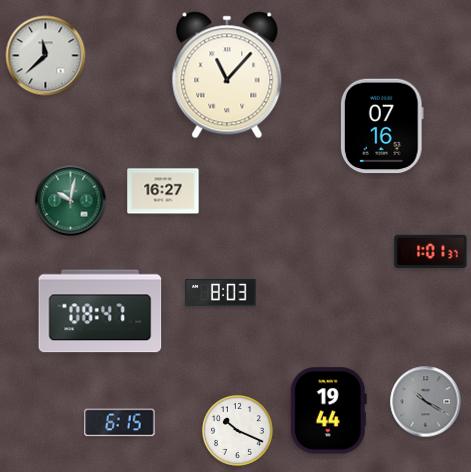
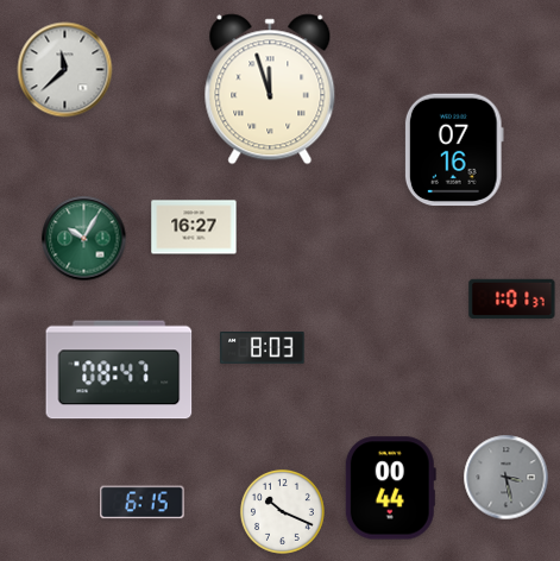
clock at (46, 56) position: (46, 56) -> (65, 70)
clock at (227, 75): 11:07 -> 11:57
clock at (71, 201): 10:02 -> 10:05
clock at (426, 402): 10:20 -> 3:28
clock at (328, 411): 19:44 -> 00:44
